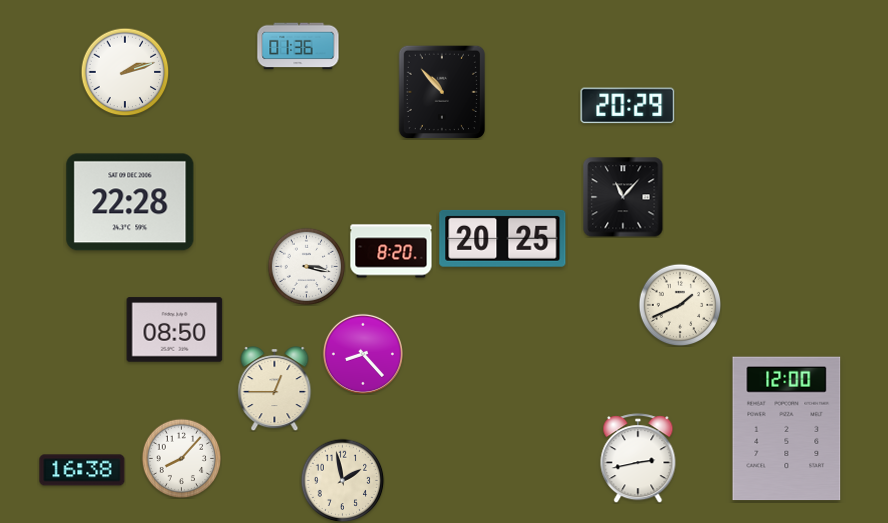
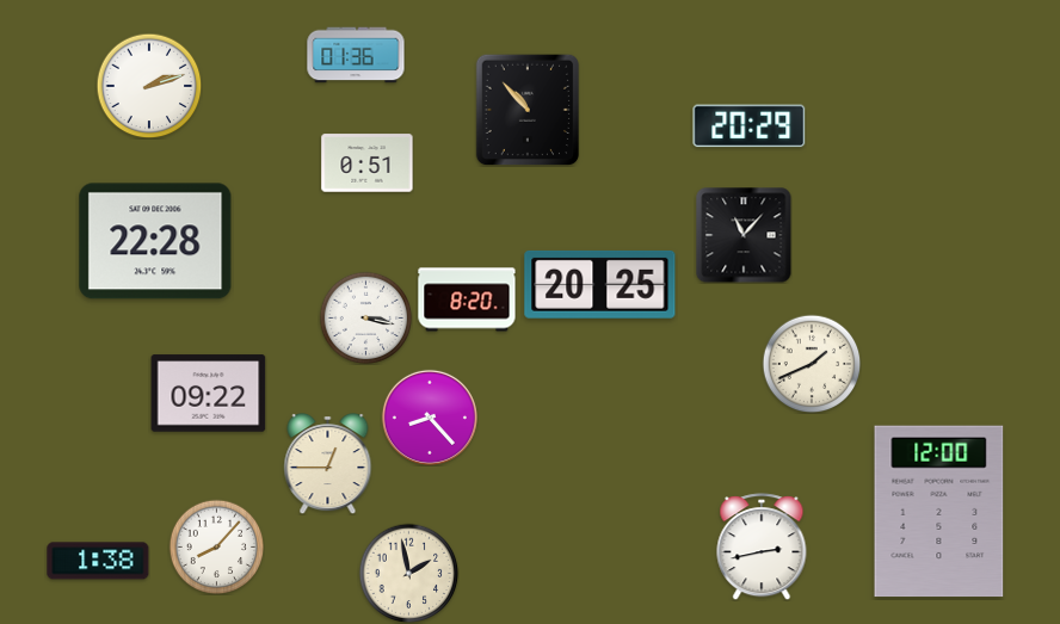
clock at (368, 163): none -> 0:51
clock at (175, 330): 08:50 -> 09:22
clock at (363, 354) position: (363, 354) -> (430, 418)
clock at (82, 470): 16:38 -> 1:38
